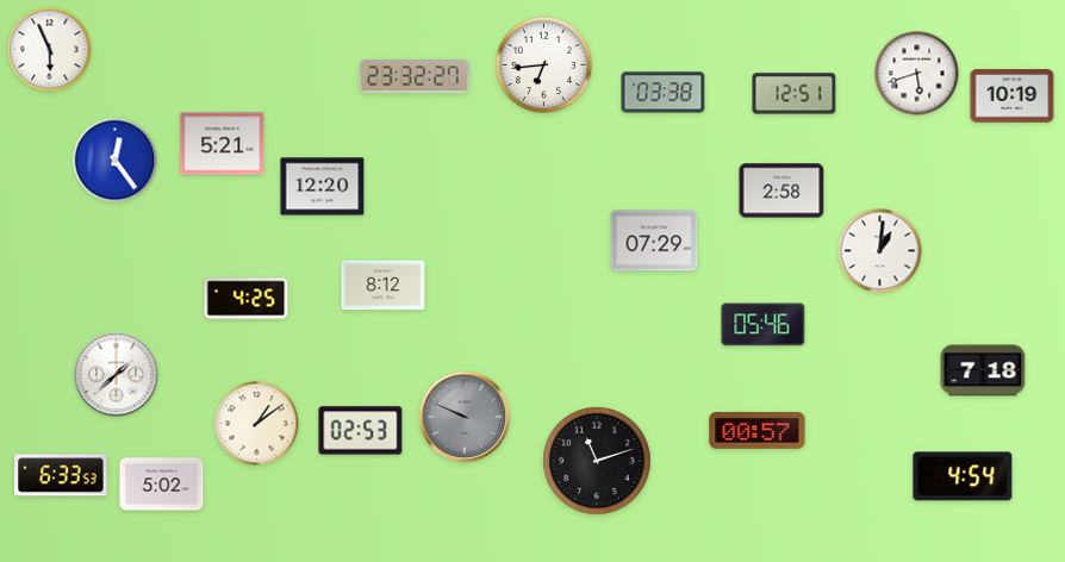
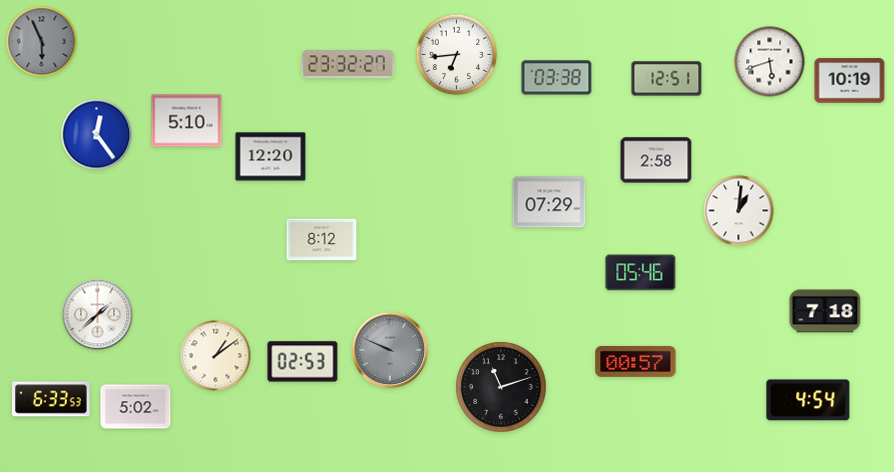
clock at (50, 50) dial: white -> grey
clock at (223, 144): 5:21 -> 5:10
clock at (247, 299): 4:25 -> none
